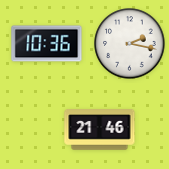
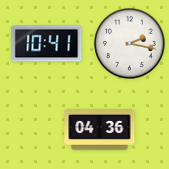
clock at (47, 44): 10:36 -> 10:41
clock at (100, 130): 21:46 -> 04:36
